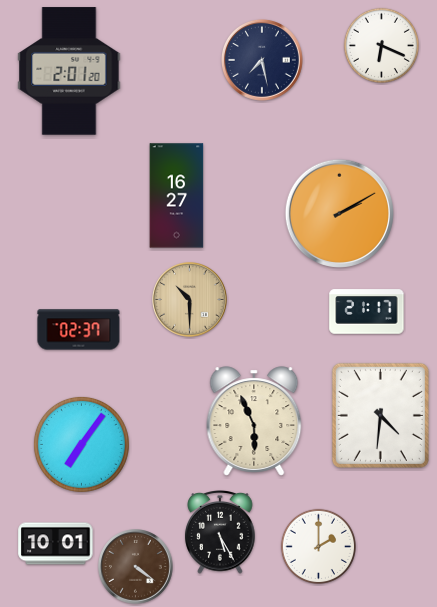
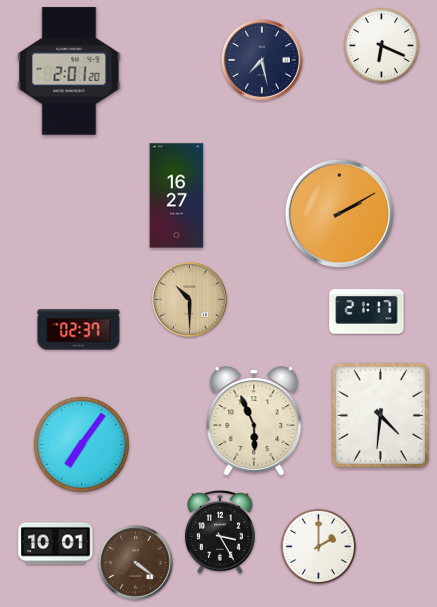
clock at (220, 533): 5:25 -> 3:25
clock at (136, 567) position: (136, 567) -> (136, 563)
